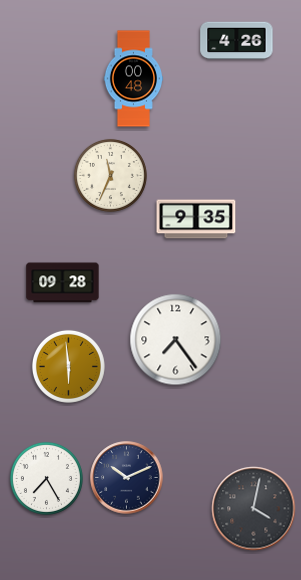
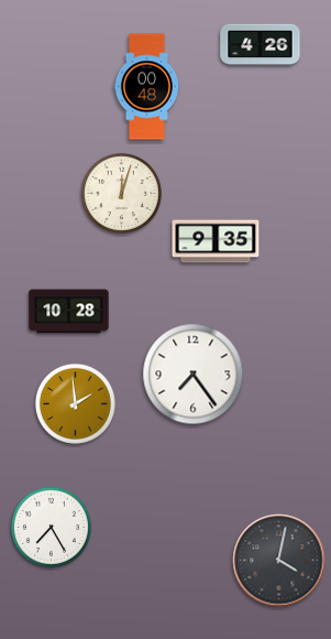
clock at (110, 175): 11:34 -> 12:03
clock at (63, 283): 09:28 -> 10:28
clock at (68, 366): 5:59 -> 1:59
clock at (127, 478): 10:11 -> none
